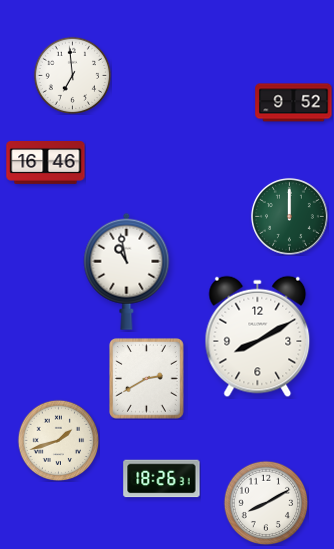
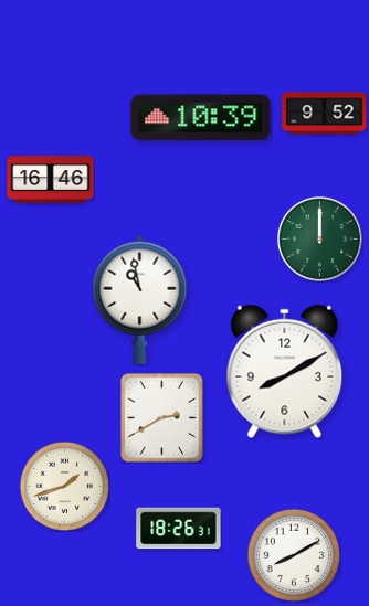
clock at (72, 75): 6:59 -> none
clock at (201, 118): none -> 10:39
